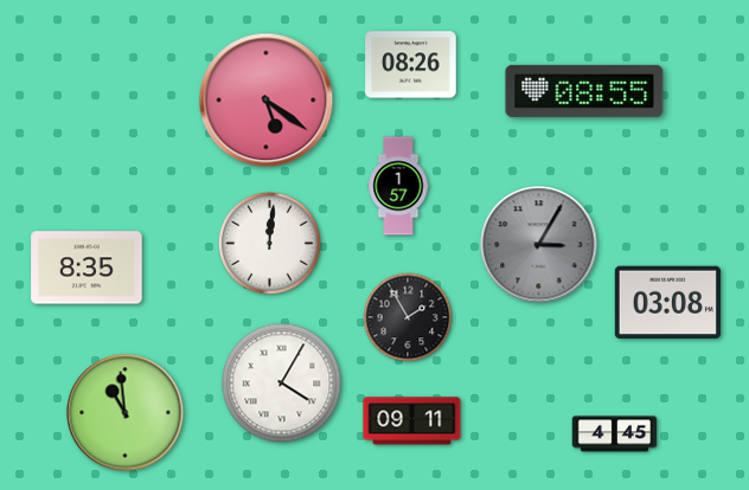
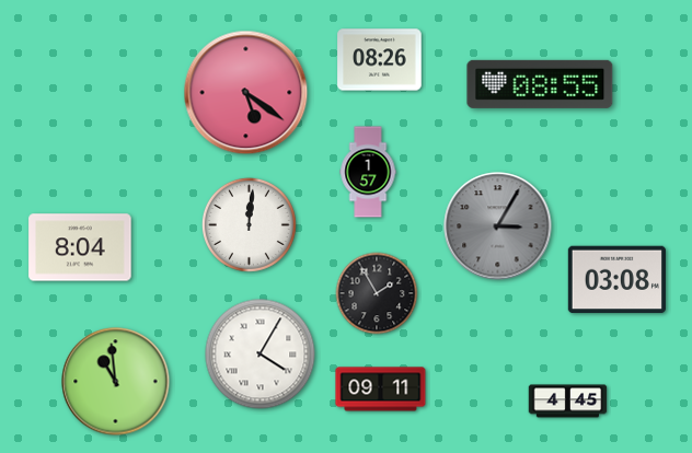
clock at (87, 267): 8:35 -> 8:04
